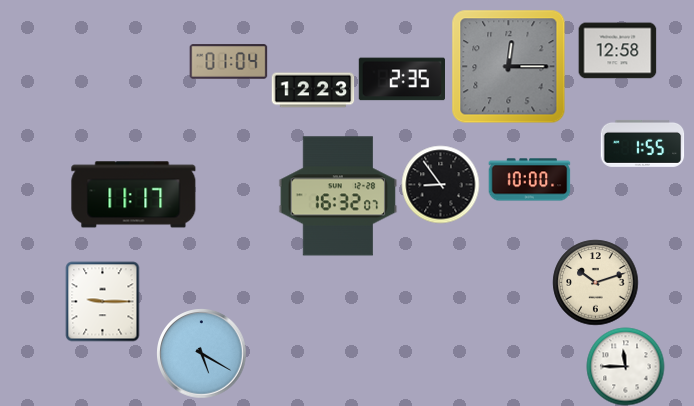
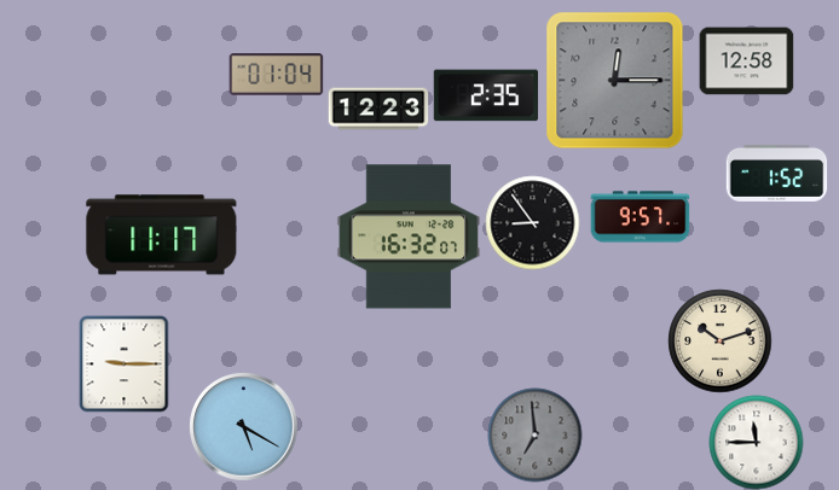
clock at (642, 143): 1:55 -> 1:52
clock at (529, 180): 10:00 -> 9:57
clock at (534, 434): none -> 6:59
